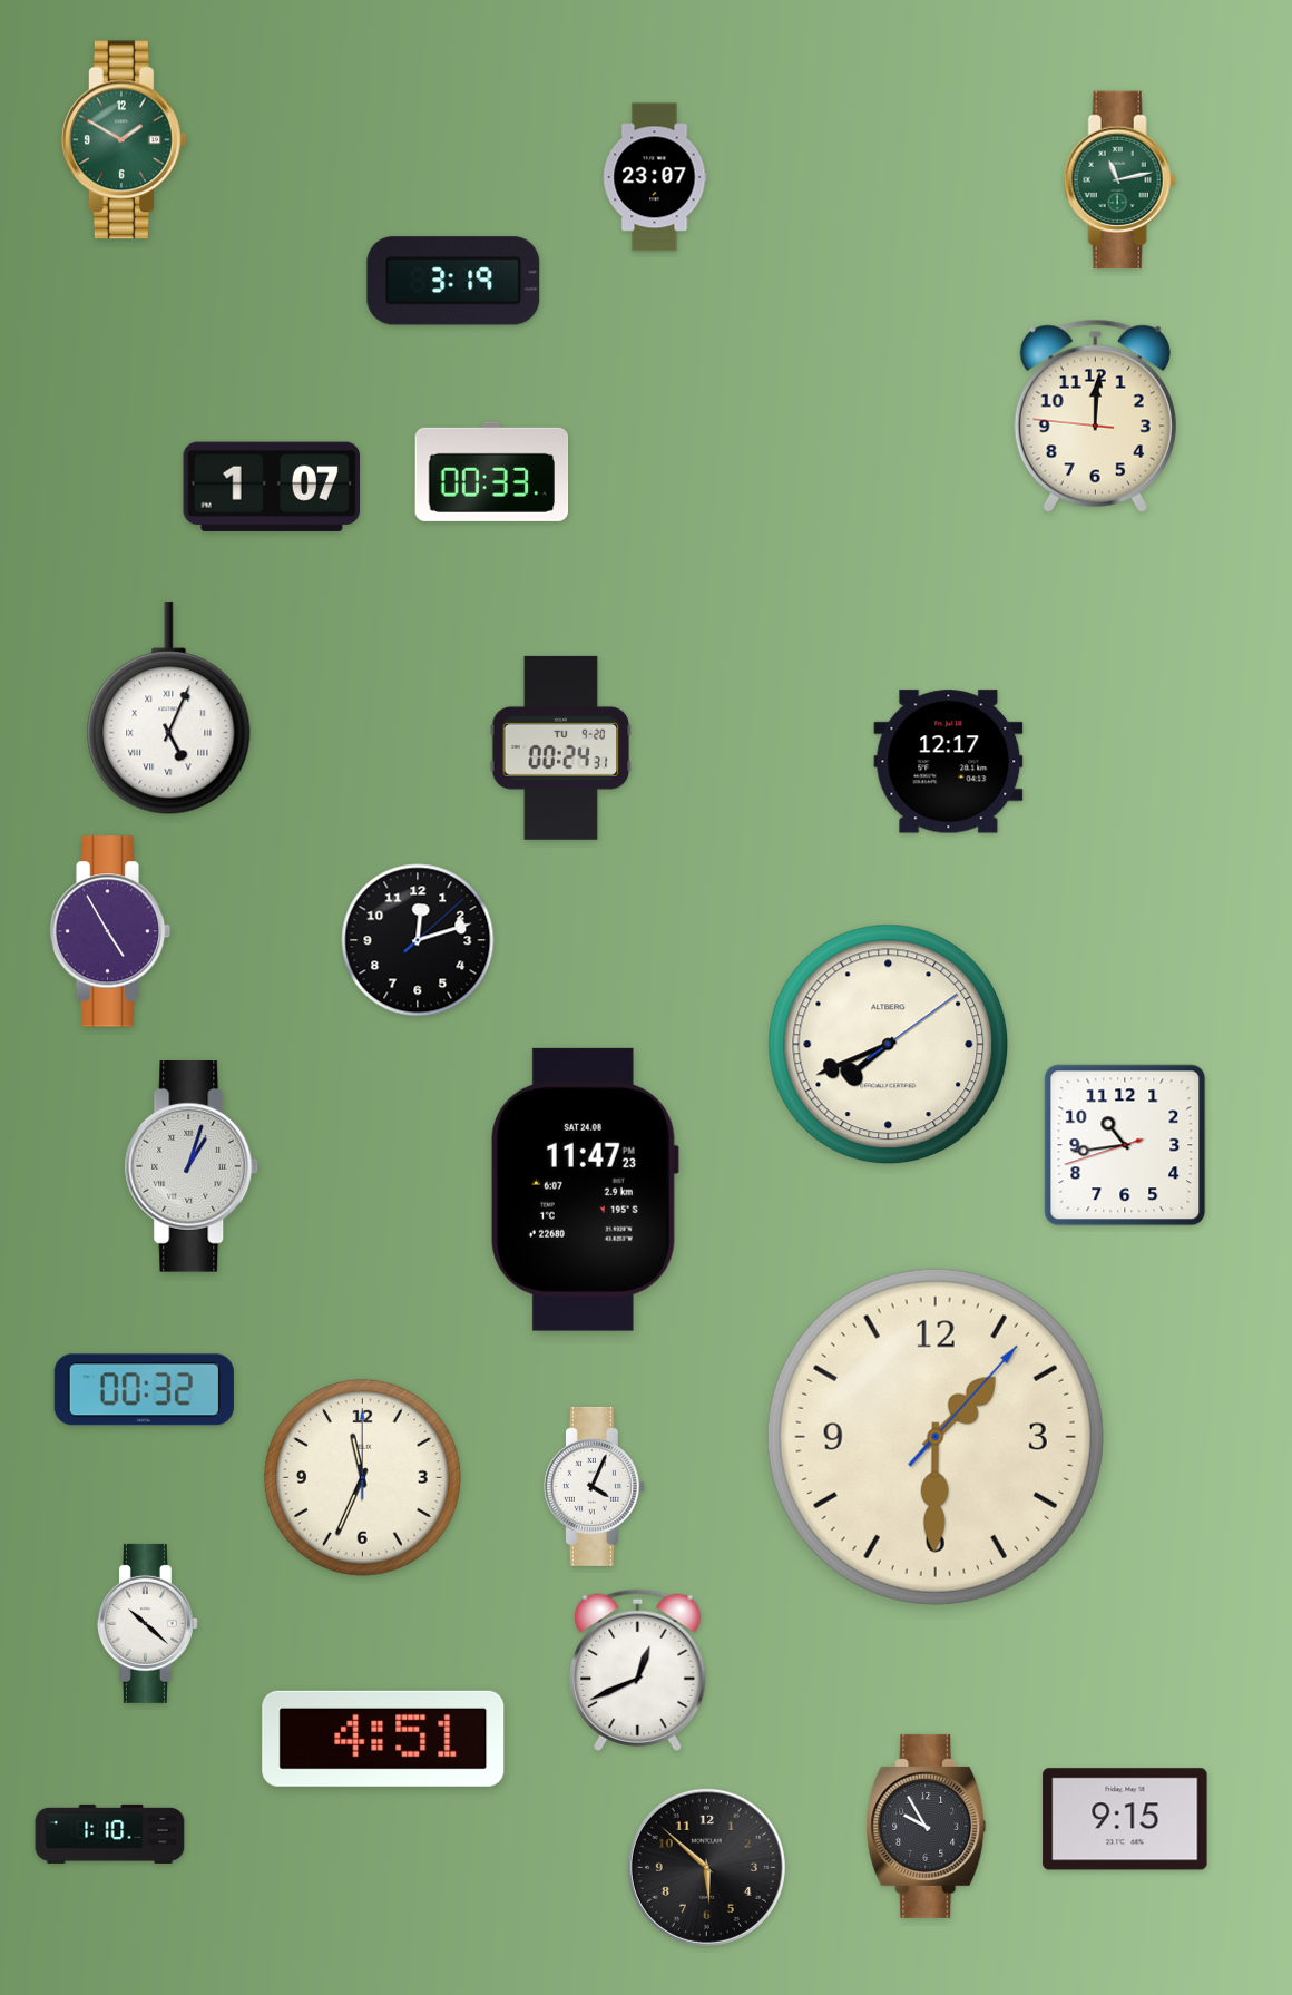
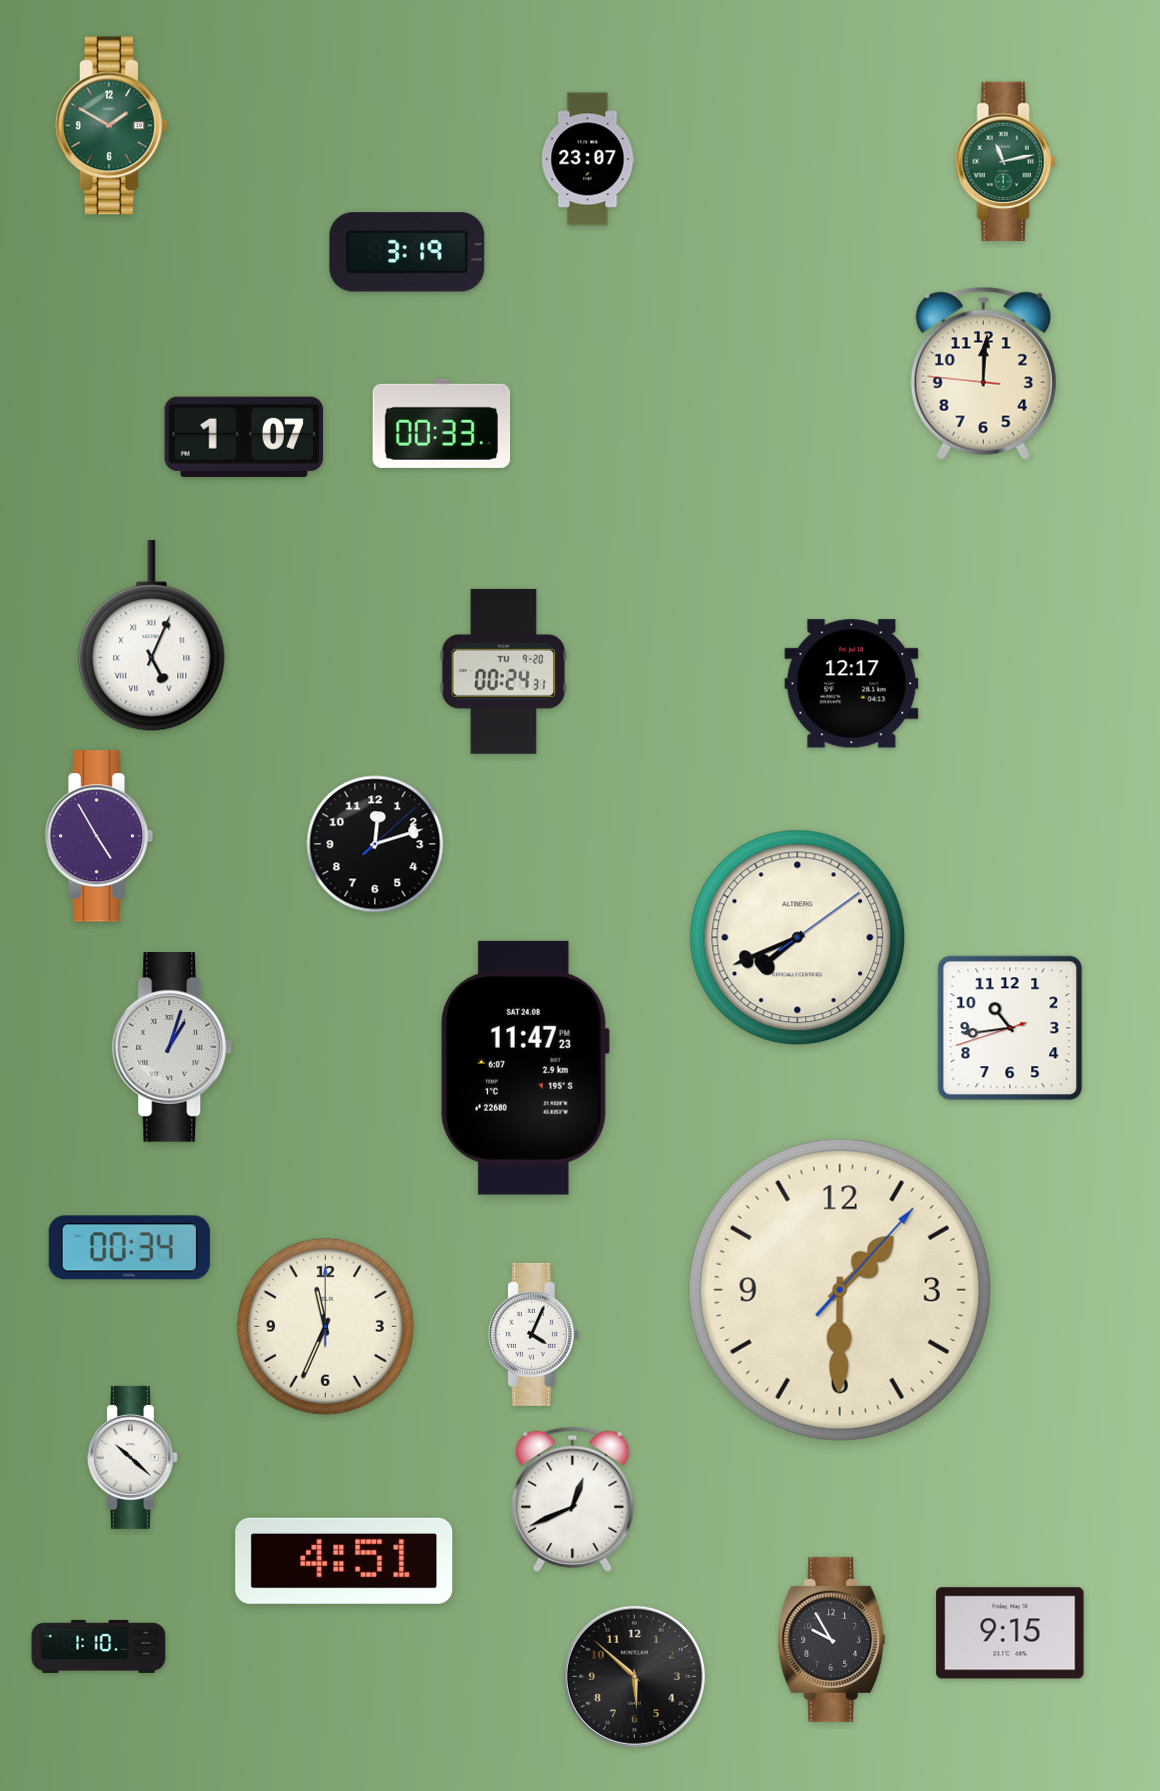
clock at (144, 1390): 00:32 -> 00:34
